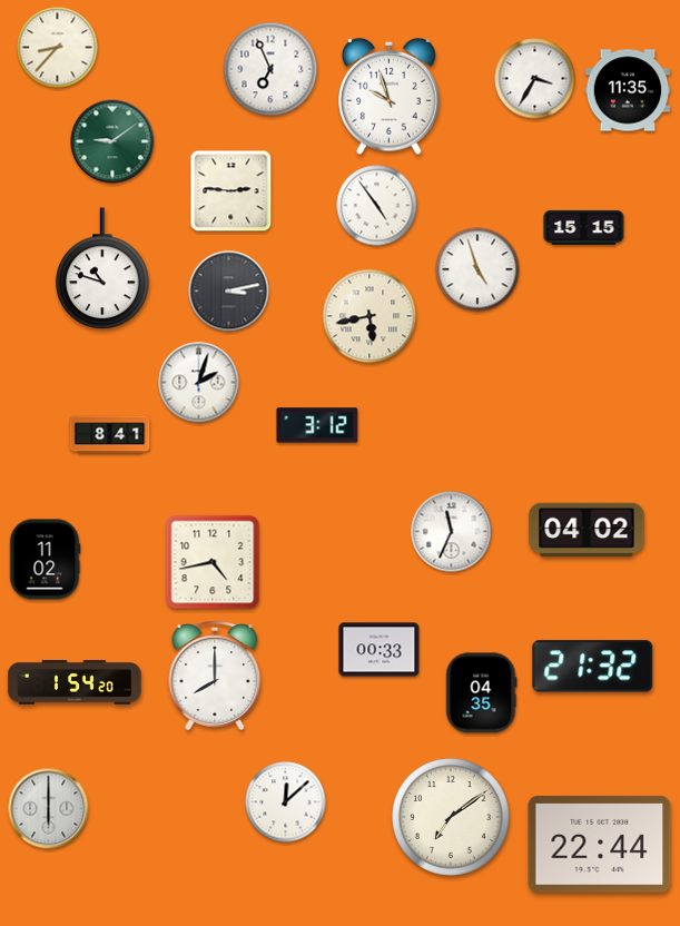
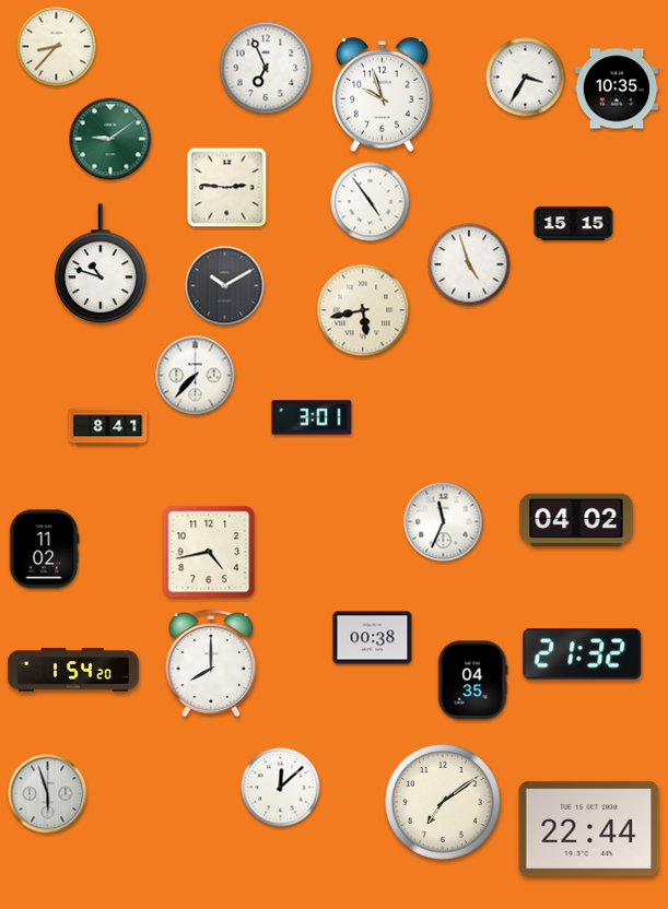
clock at (628, 90): 11:35 -> 10:35
clock at (229, 292): 3:13 -> 10:10
clock at (199, 383): 2:03 -> 7:37
clock at (317, 425): 3:12 -> 3:01
clock at (380, 650): 00:33 -> 00:38
clock at (49, 809): 6:00 -> 5:57
